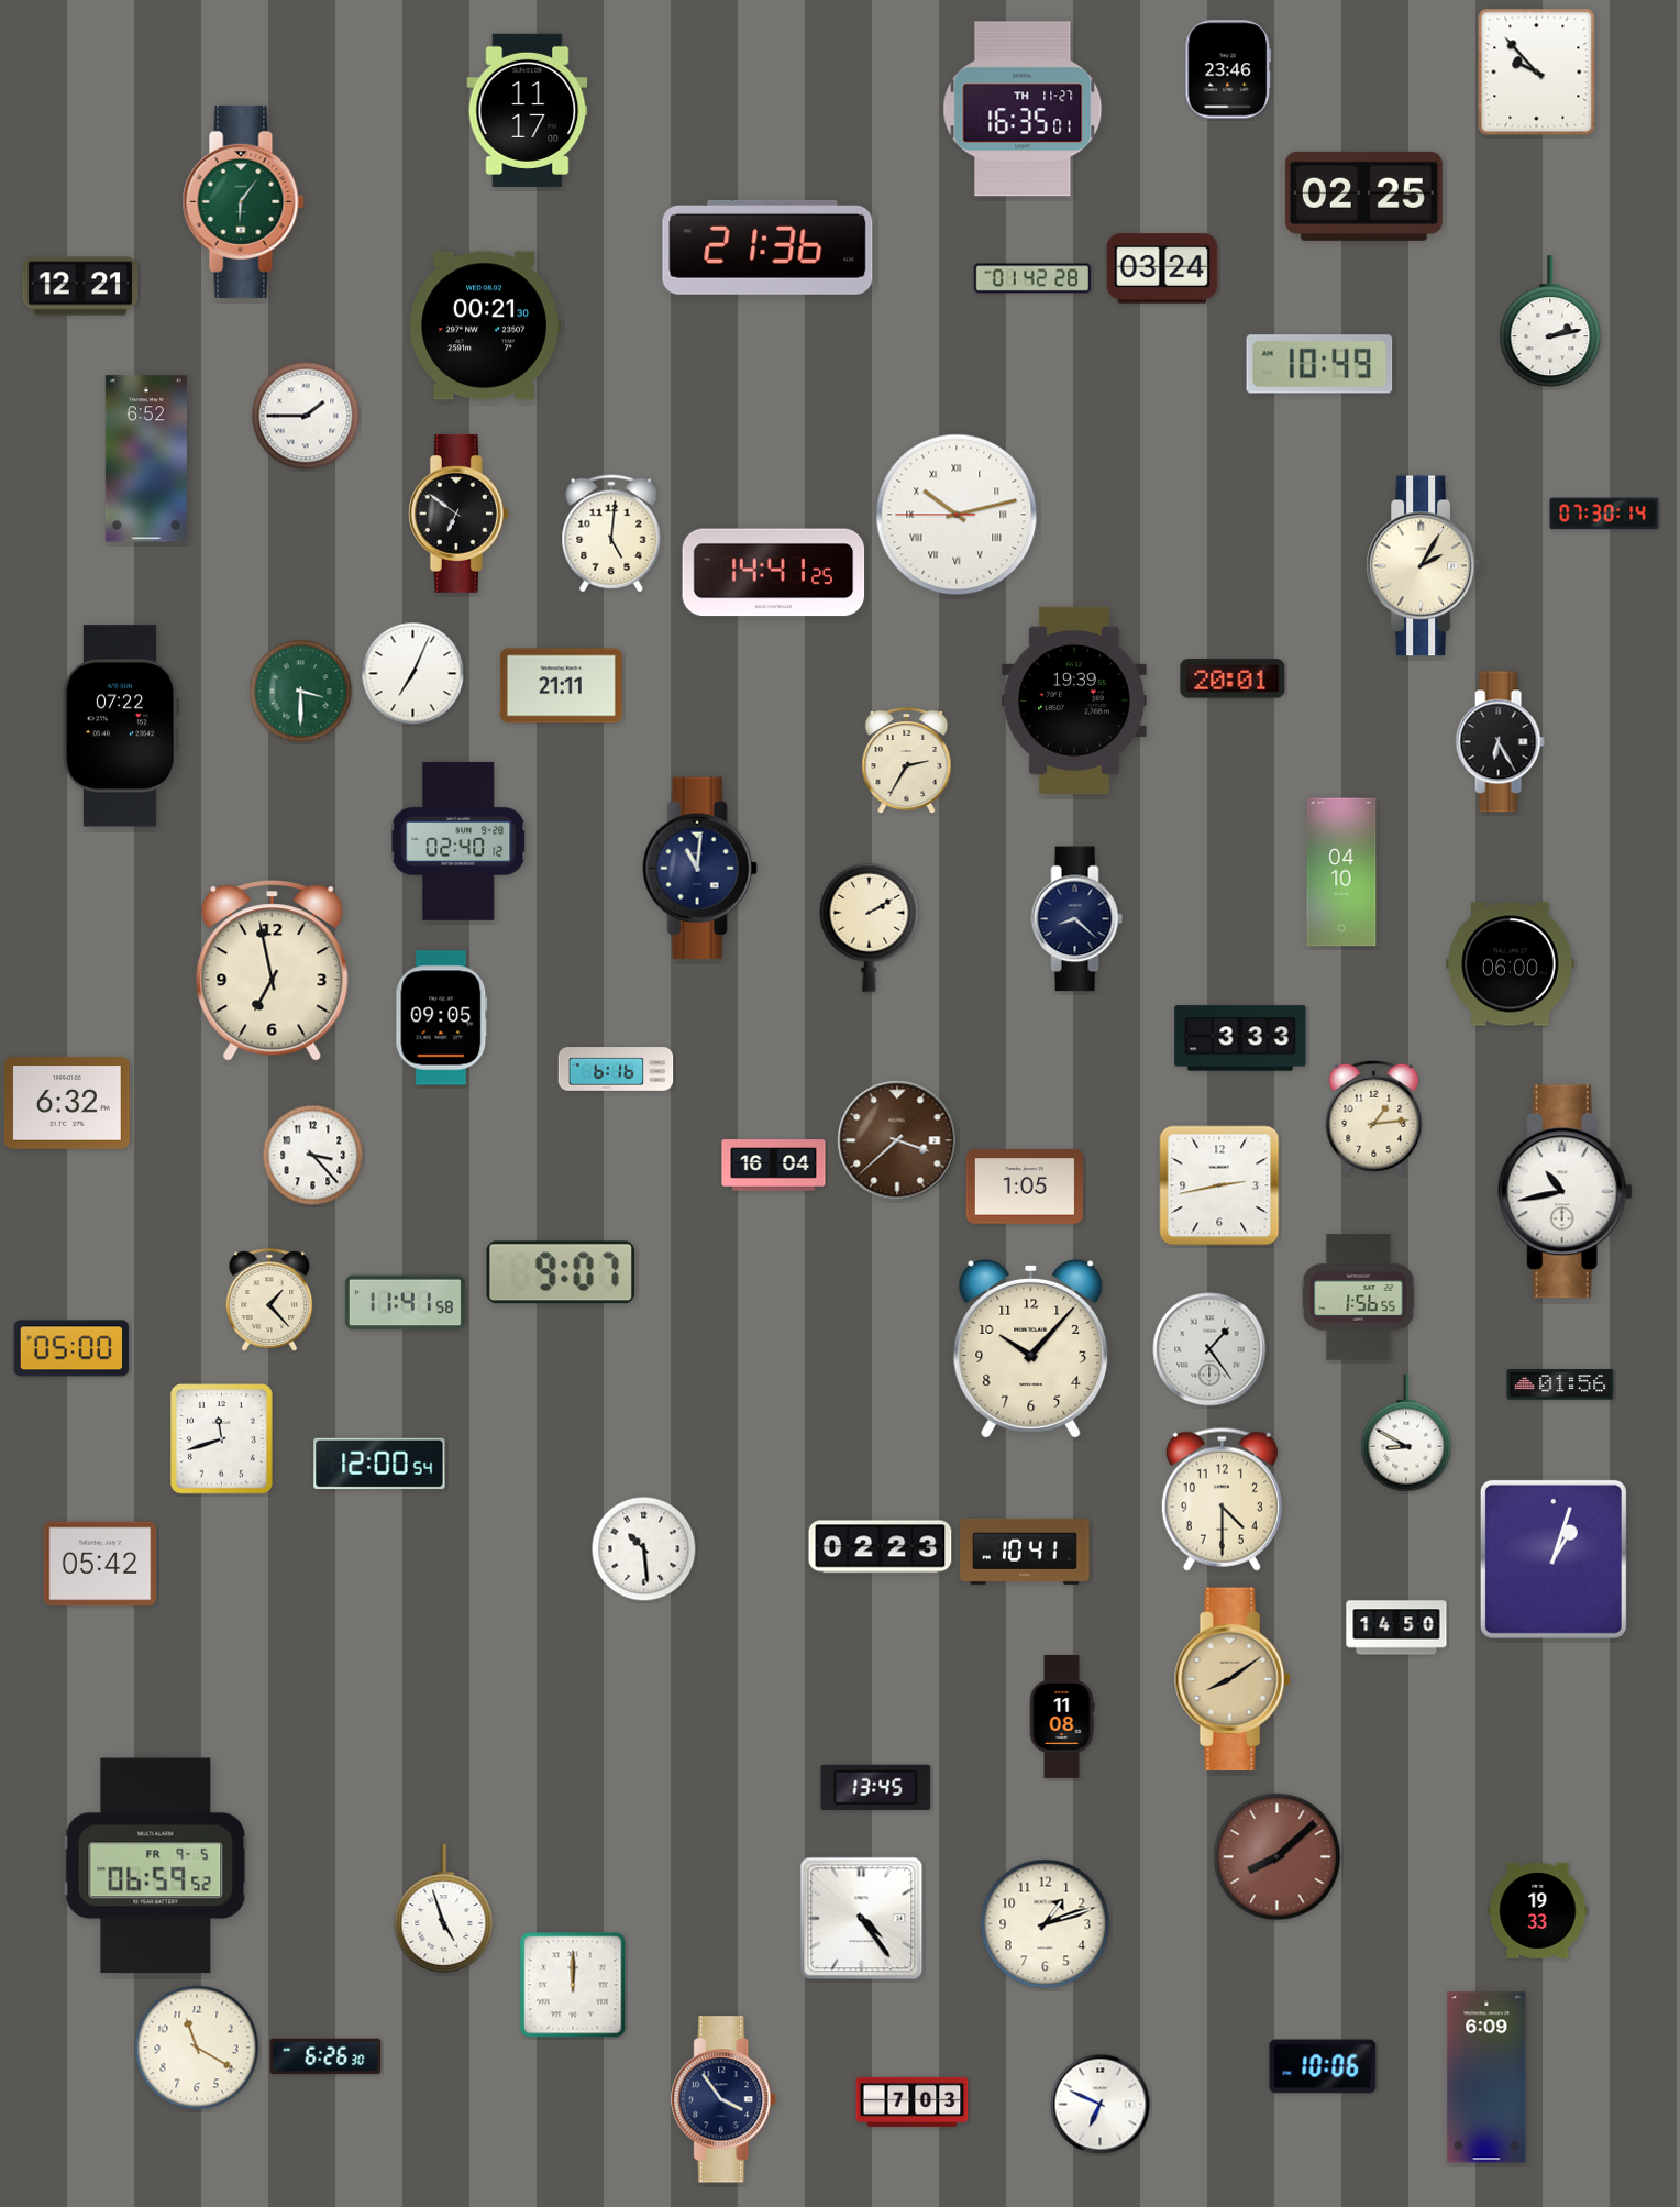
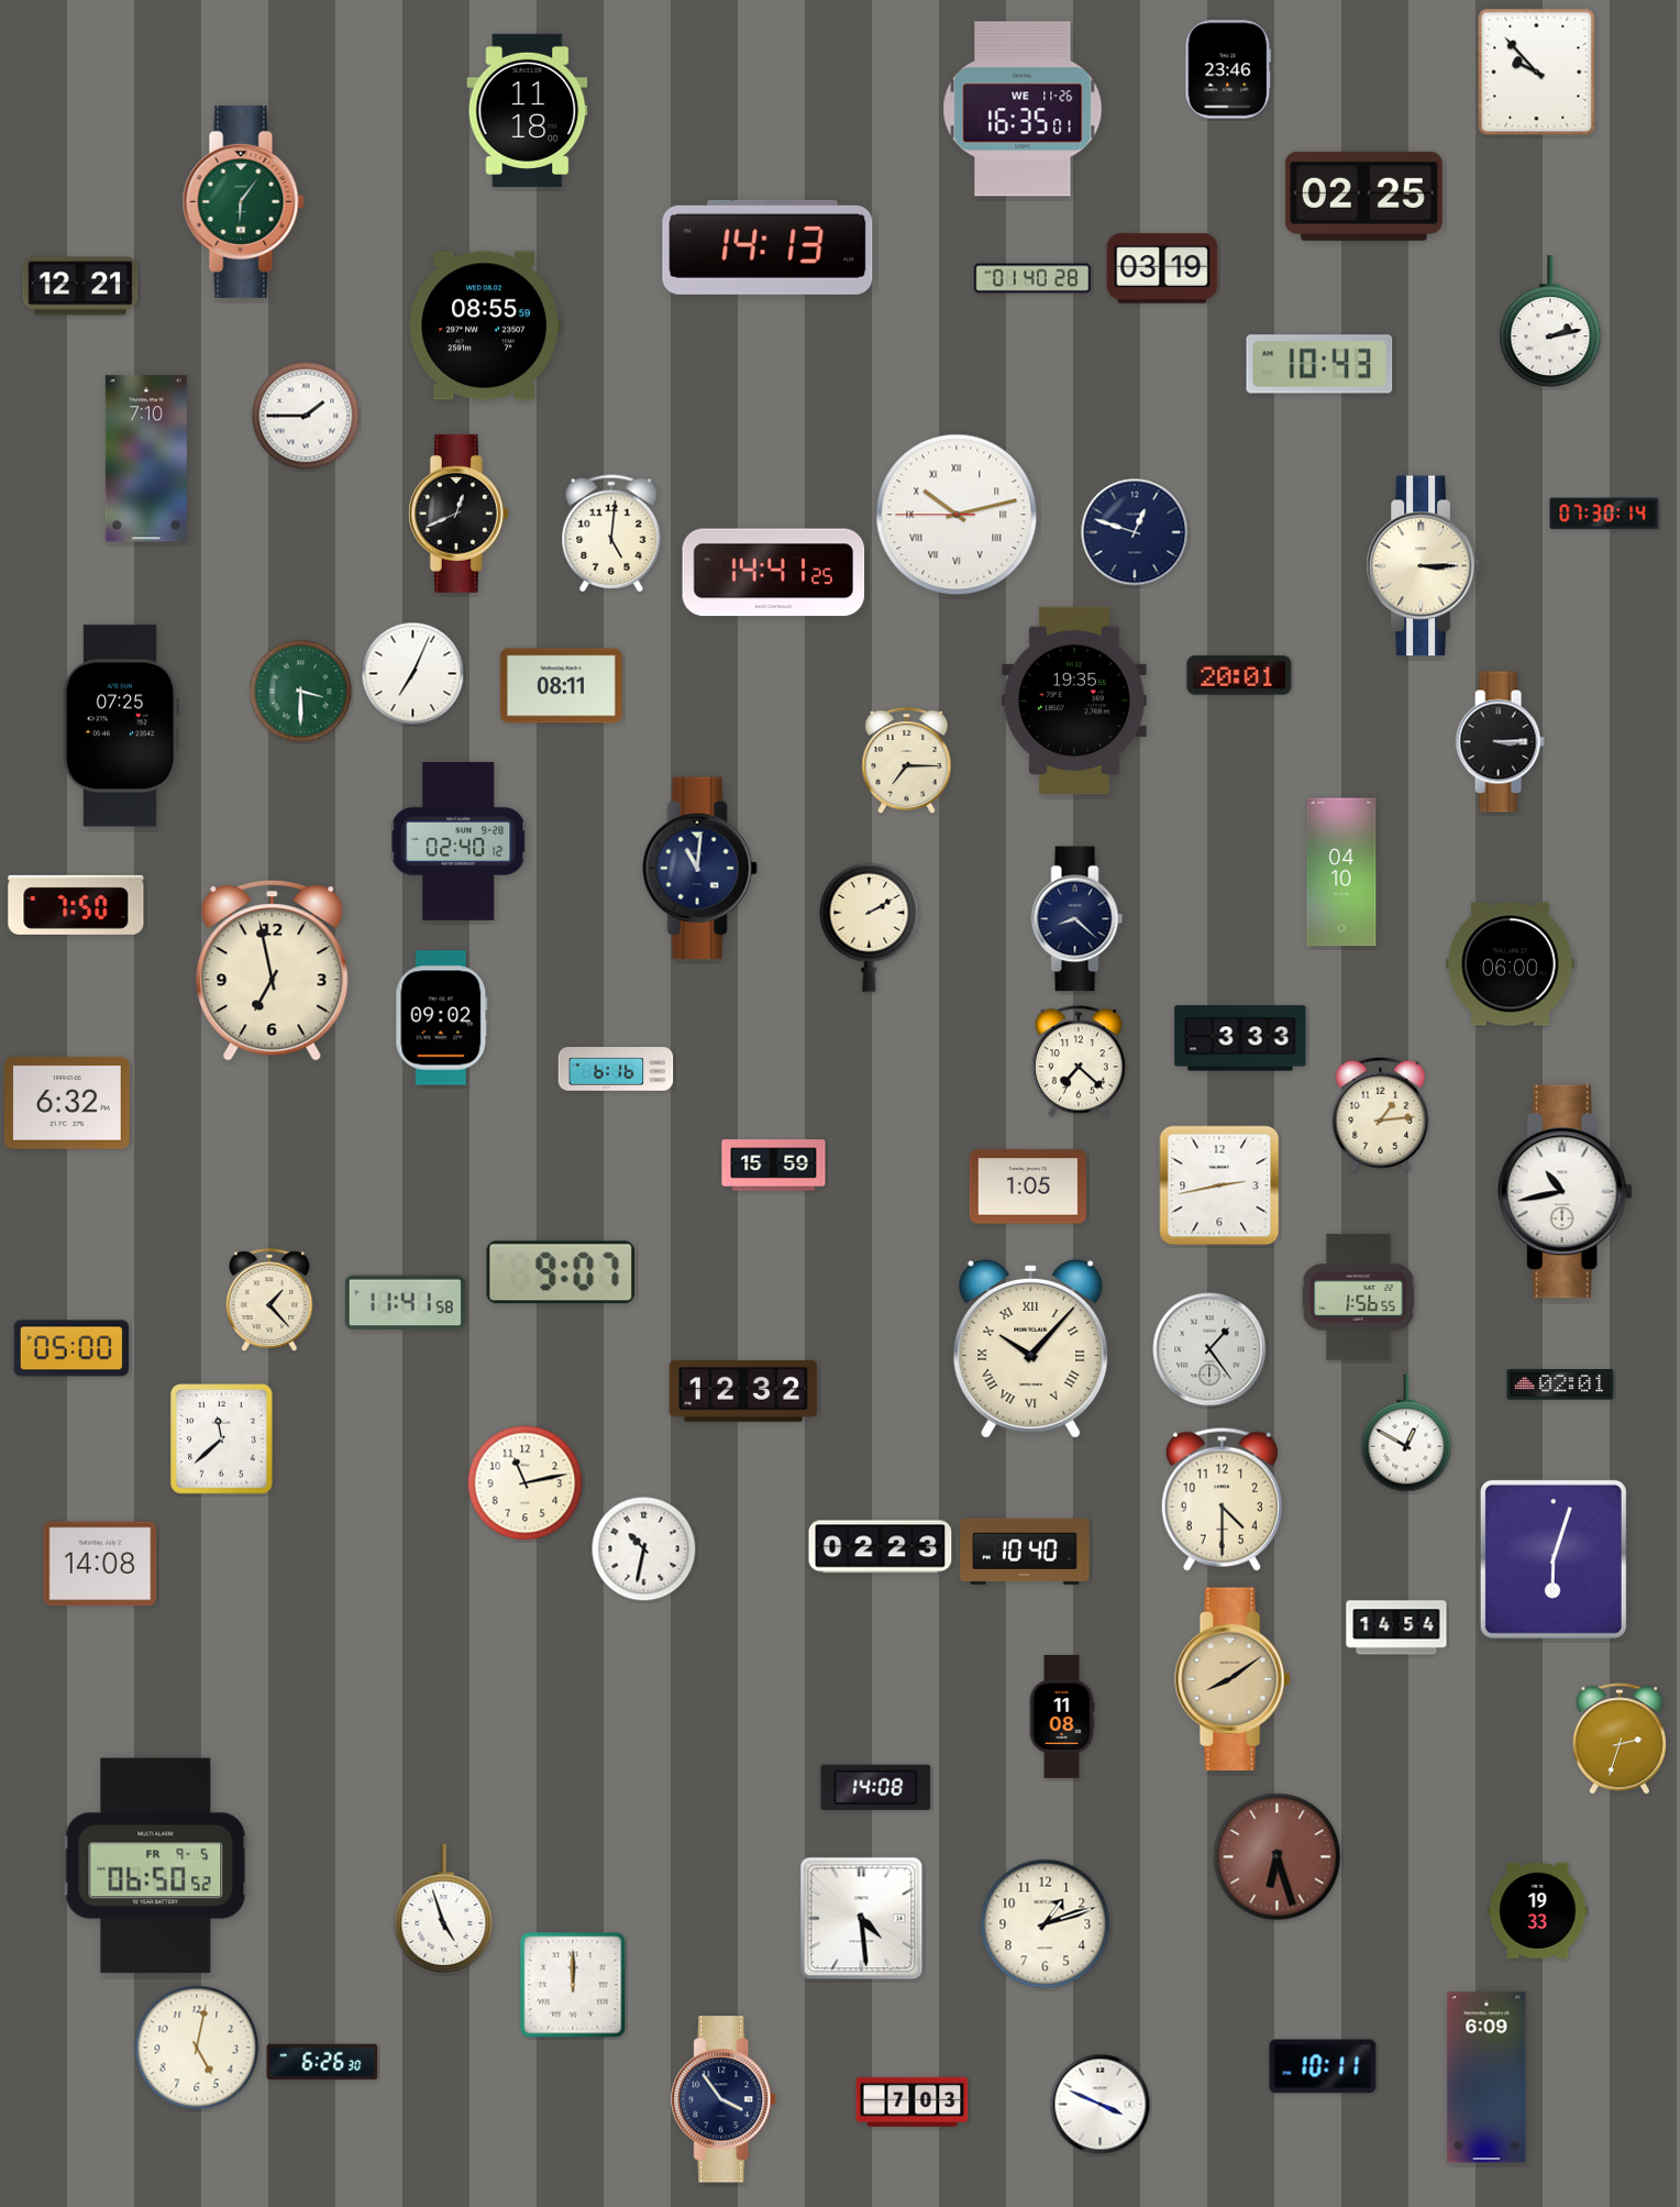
clock at (1023, 109) date: TH 11-27 -> WE 11-26
clock at (528, 110): 11:17 -> 11:18
clock at (767, 247): 21:36 -> 14:13
clock at (1162, 268): 03:24 -> 03:19
clock at (1032, 278): 01:42 -> 01:40
clock at (485, 325): 00:21 -> 08:55
clock at (1319, 364): 10:49 -> 10:43
clock at (146, 459): 6:52 -> 7:10
clock at (458, 514): 6:51 -> 12:41
clock at (1135, 532): none -> 12:48
clock at (1423, 566): 2:05 -> 3:15
clock at (1233, 678) position: (1233, 678) -> (1239, 675)
clock at (561, 686): 21:11 -> 08:11
clock at (1074, 700): 19:39 -> 19:35
clock at (121, 726): 07:22 -> 07:25
clock at (1500, 742): 6:25 -> 3:15
clock at (907, 761): 2:35 -> 7:15
clock at (76, 905): none -> 7:50
clock at (442, 1018): 09:05 -> 09:02
clock at (1079, 1061): none -> 7:22
clock at (1374, 1117) position: (1374, 1117) -> (1381, 1114)
clock at (897, 1140): 3:38 -> none
clock at (313, 1156): 3:23 -> none
clock at (774, 1166): 16:04 -> 15:59
clock at (1024, 1187) position: (1024, 1187) -> (1027, 1187)
clock at (1031, 1348) numerals: Arabic -> Roman
clock at (1560, 1384): 01:56 -> 02:01
clock at (743, 1391): none -> 12:32
clock at (1406, 1433): 8:50 -> 12:50
clock at (222, 1439): 11:42 -> 11:38
clock at (379, 1464): 12:00 -> none
clock at (526, 1483): none -> 11:13
clock at (644, 1549): 10:29 -> 10:32
clock at (1025, 1552): 10:41 -> 10:40
clock at (1554, 1559): 1:03 -> 6:03
clock at (100, 1564): 05:42 -> 14:08
clock at (1396, 1627): 14:50 -> 14:54
clock at (1620, 1739): none -> 2:33
clock at (876, 1787): 13:45 -> 14:08
clock at (1278, 1857): 8:08 -> 6:27
clock at (156, 1866): 06:59 -> 06:50
clock at (862, 1919): 4:24 -> 4:29
clock at (197, 2048): 11:20 -> 5:02
clock at (325, 2056) position: (325, 2056) -> (322, 2062)
clock at (1323, 2066): 10:06 -> 10:11
clock at (1101, 2105): 6:49 -> 3:49
